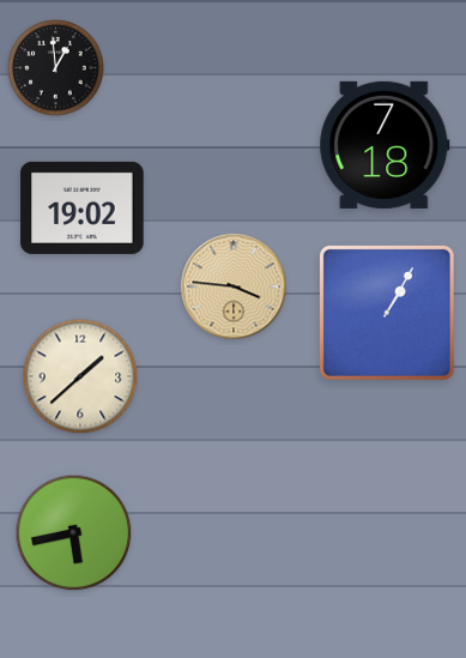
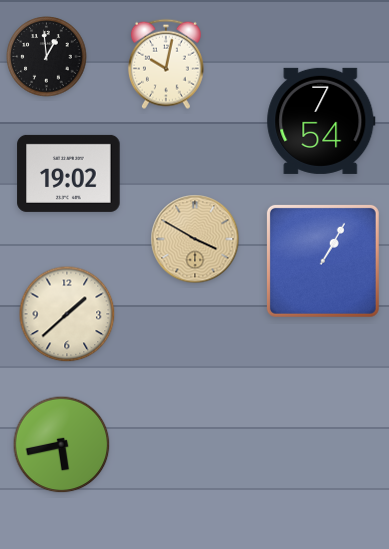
clock at (166, 64): none -> 10:02
clock at (385, 145): 7:18 -> 7:54
clock at (234, 286): 3:46 -> 3:50
